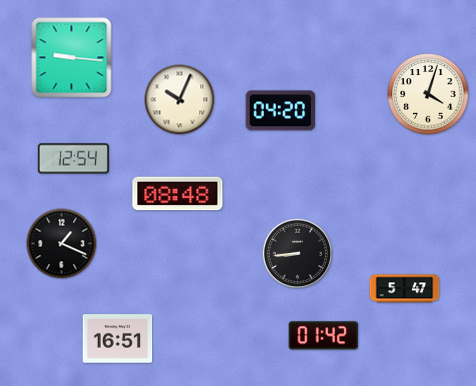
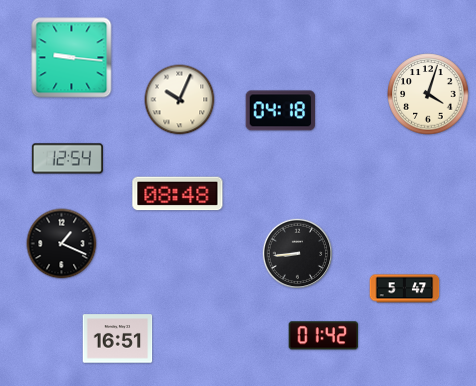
clock at (281, 111): 04:20 -> 04:18
clock at (73, 159) position: (73, 159) -> (67, 159)
